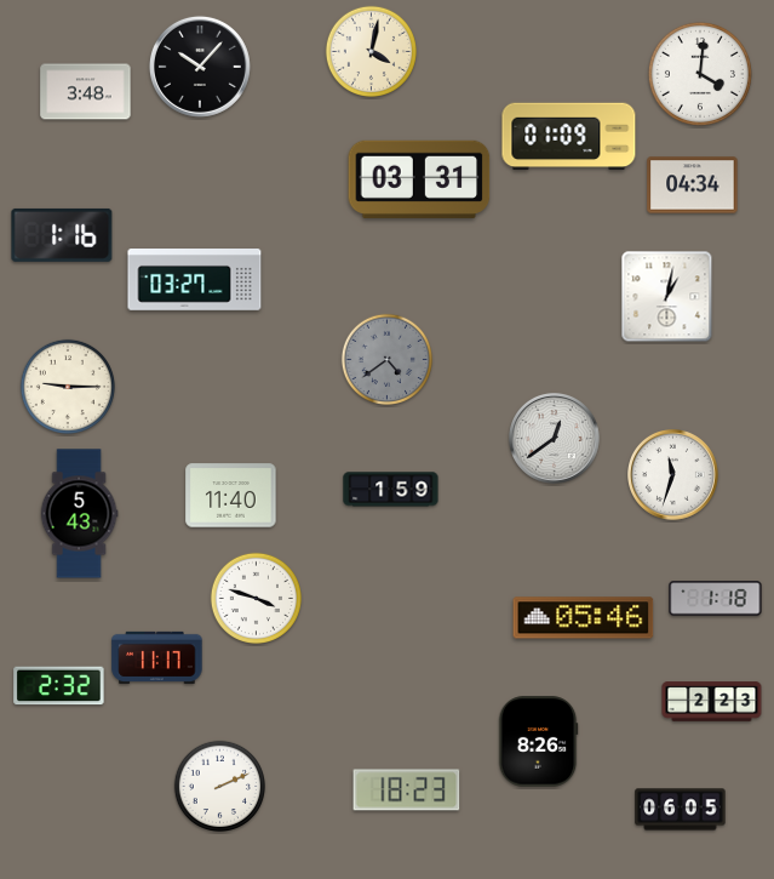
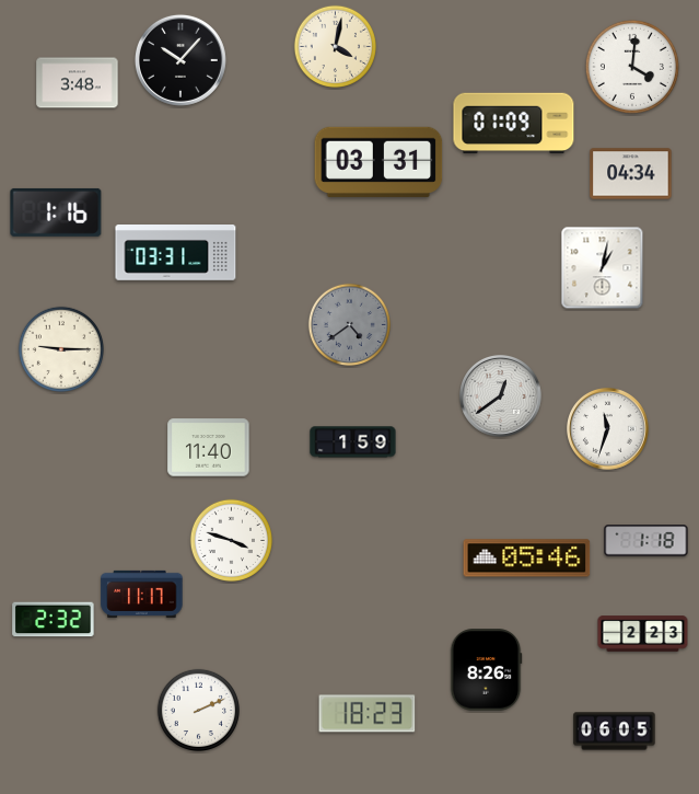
clock at (693, 185) position: (693, 185) -> (631, 174)
clock at (195, 280): 03:27 -> 03:31
clock at (79, 514): 5:43 -> none
